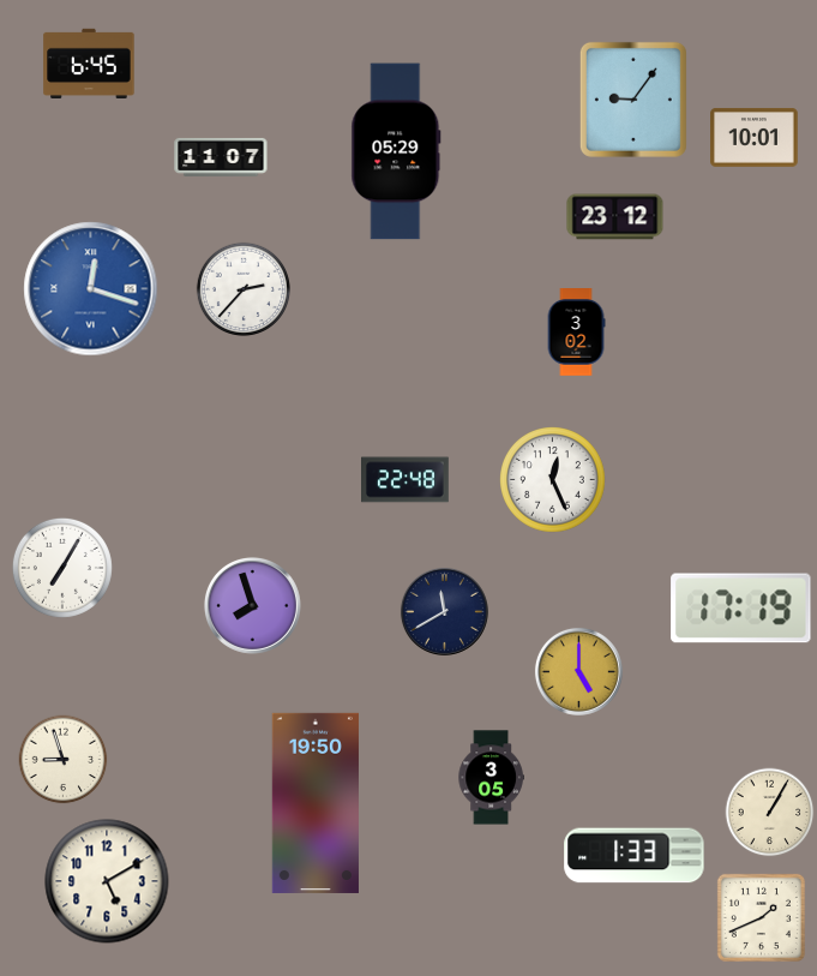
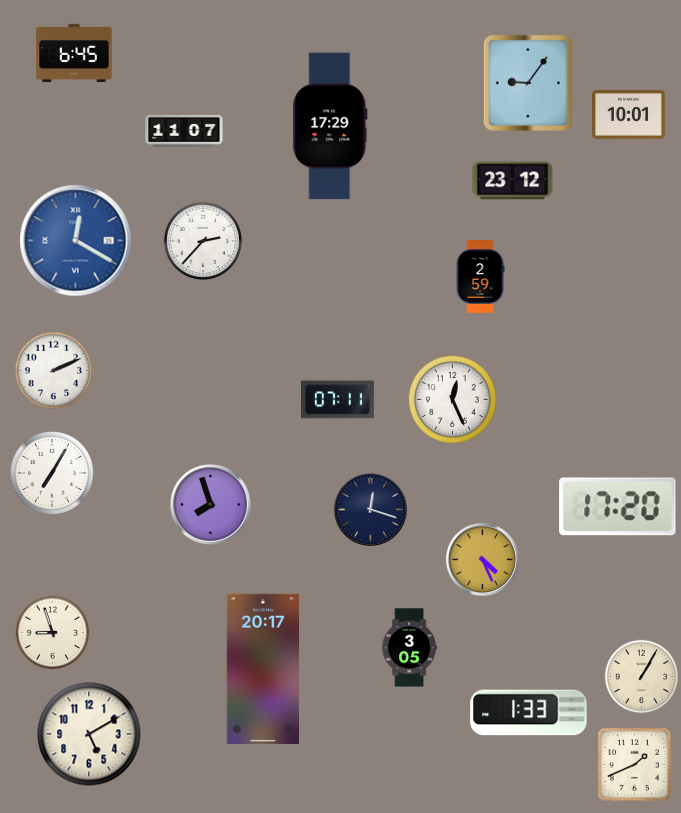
clock at (396, 151): 05:29 -> 17:29
clock at (91, 289): 12:18 -> 12:20
clock at (576, 333): 3:02 -> 2:59
clock at (54, 371): none -> 2:11
clock at (406, 480): 22:48 -> 07:11
clock at (553, 480) position: (553, 480) -> (453, 400)
clock at (741, 609): 17:19 -> 17:20
clock at (444, 611): 11:40 -> 12:18
clock at (578, 671): 5:00 -> 4:26
clock at (316, 803): 19:50 -> 20:17
